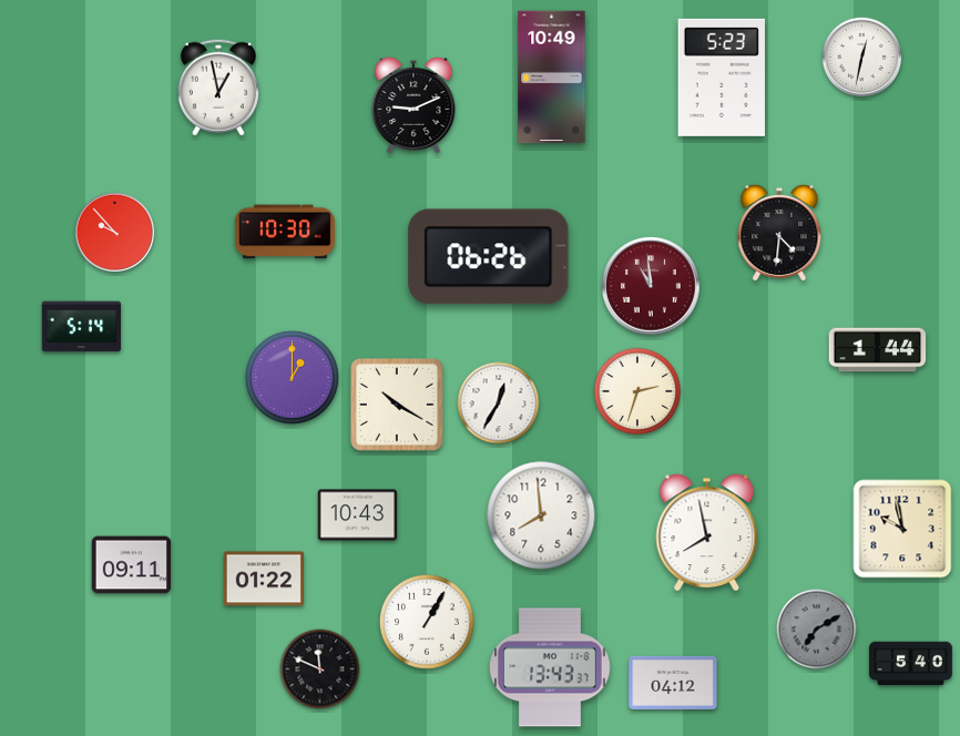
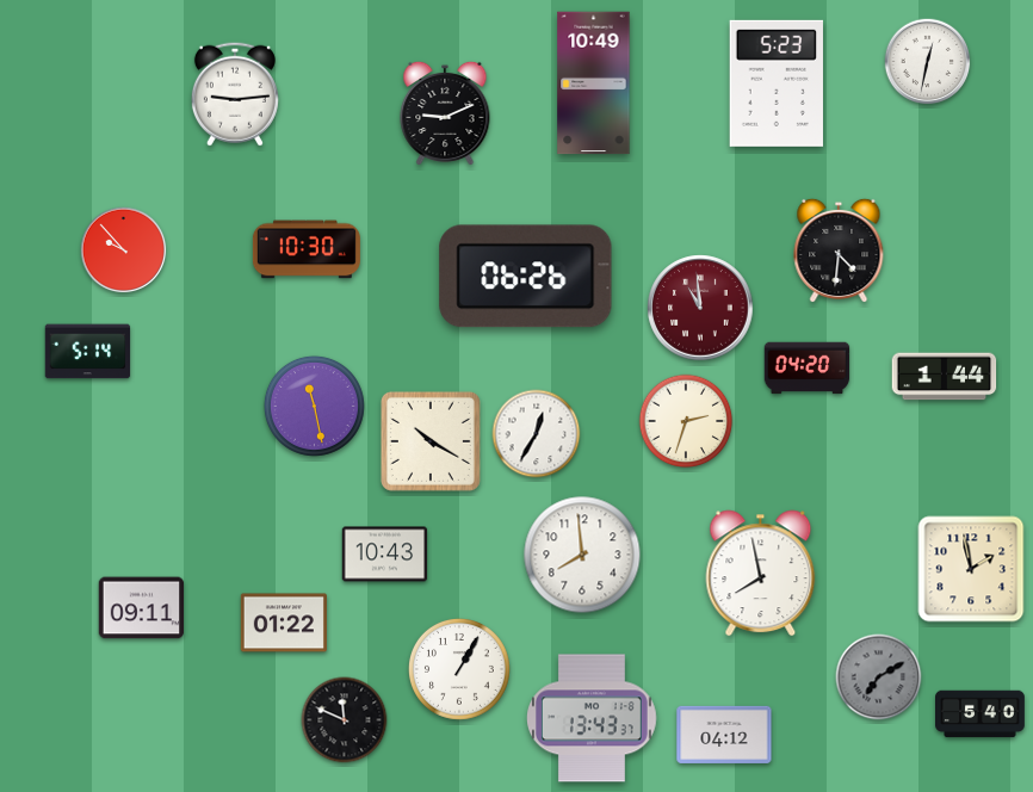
clock at (218, 88): 12:58 -> 9:14
clock at (808, 369): none -> 04:20
clock at (292, 377): 1:00 -> 11:28
clock at (397, 405) position: (397, 405) -> (431, 441)
clock at (902, 529): 9:58 -> 1:58
